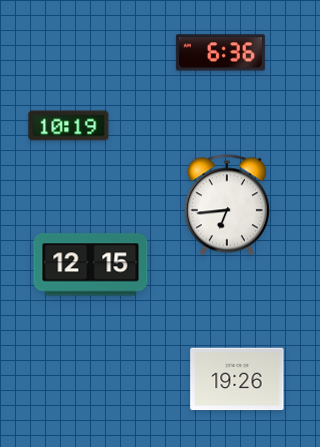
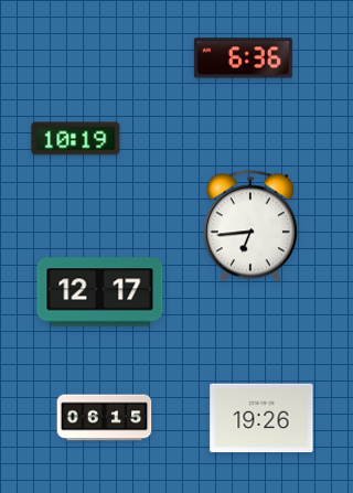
clock at (91, 265): 12:15 -> 12:17
clock at (105, 418): none -> 06:15
